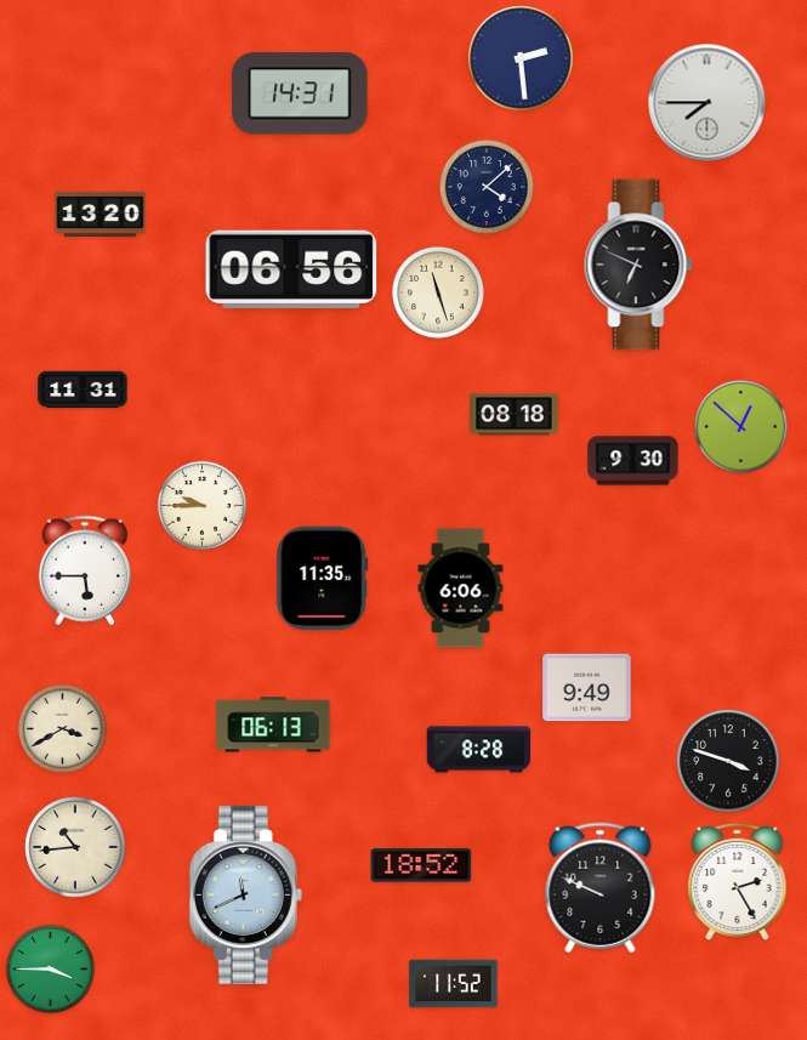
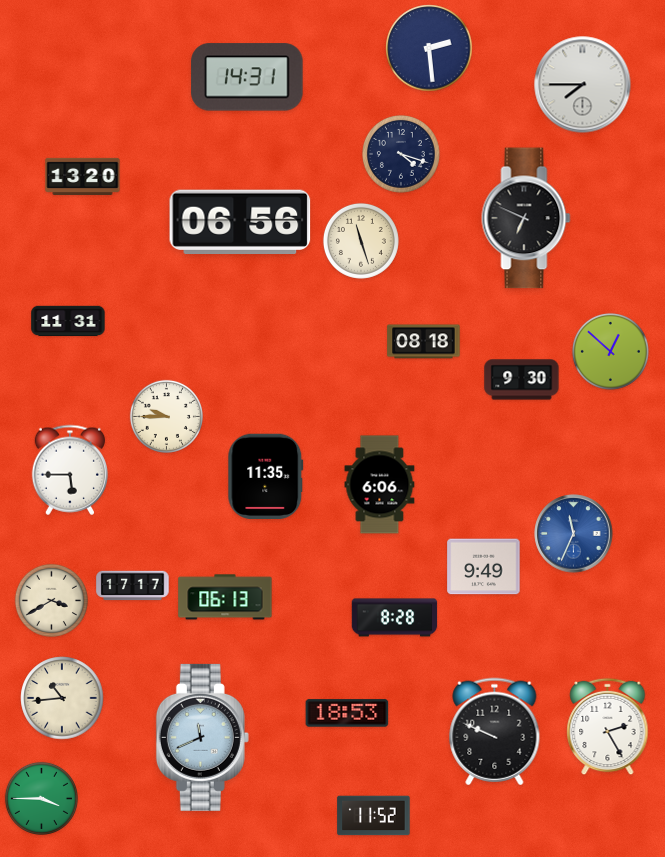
clock at (487, 187): 4:08 -> 4:18
clock at (574, 534): none -> 11:34
clock at (133, 586): none -> 17:17
clock at (728, 761): 3:48 -> none
clock at (421, 865): 18:52 -> 18:53
clock at (454, 984) position: (454, 984) -> (374, 816)
